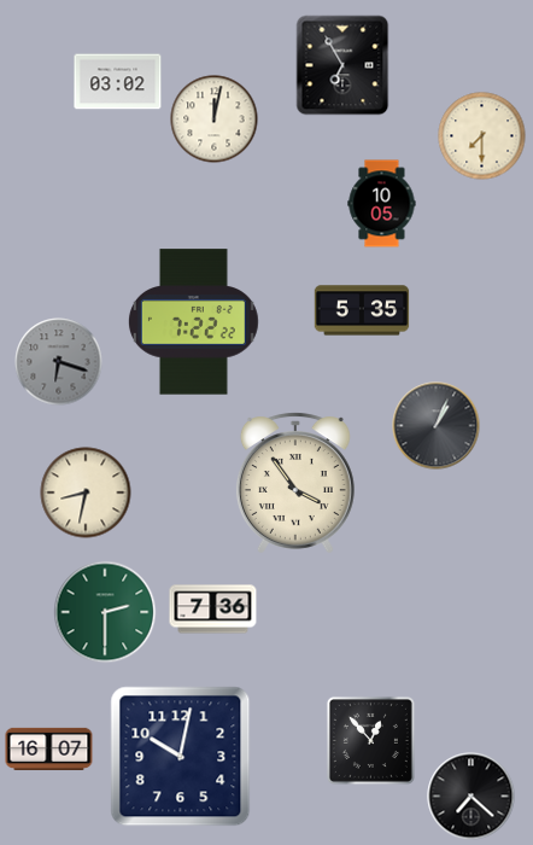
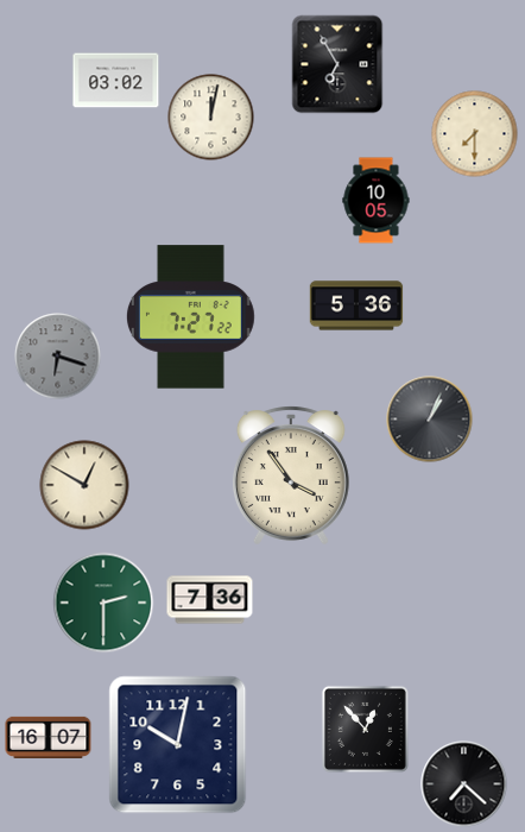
clock at (362, 310): 5:35 -> 5:36
clock at (193, 322): 7:22 -> 7:27
clock at (86, 493): 8:32 -> 12:50
